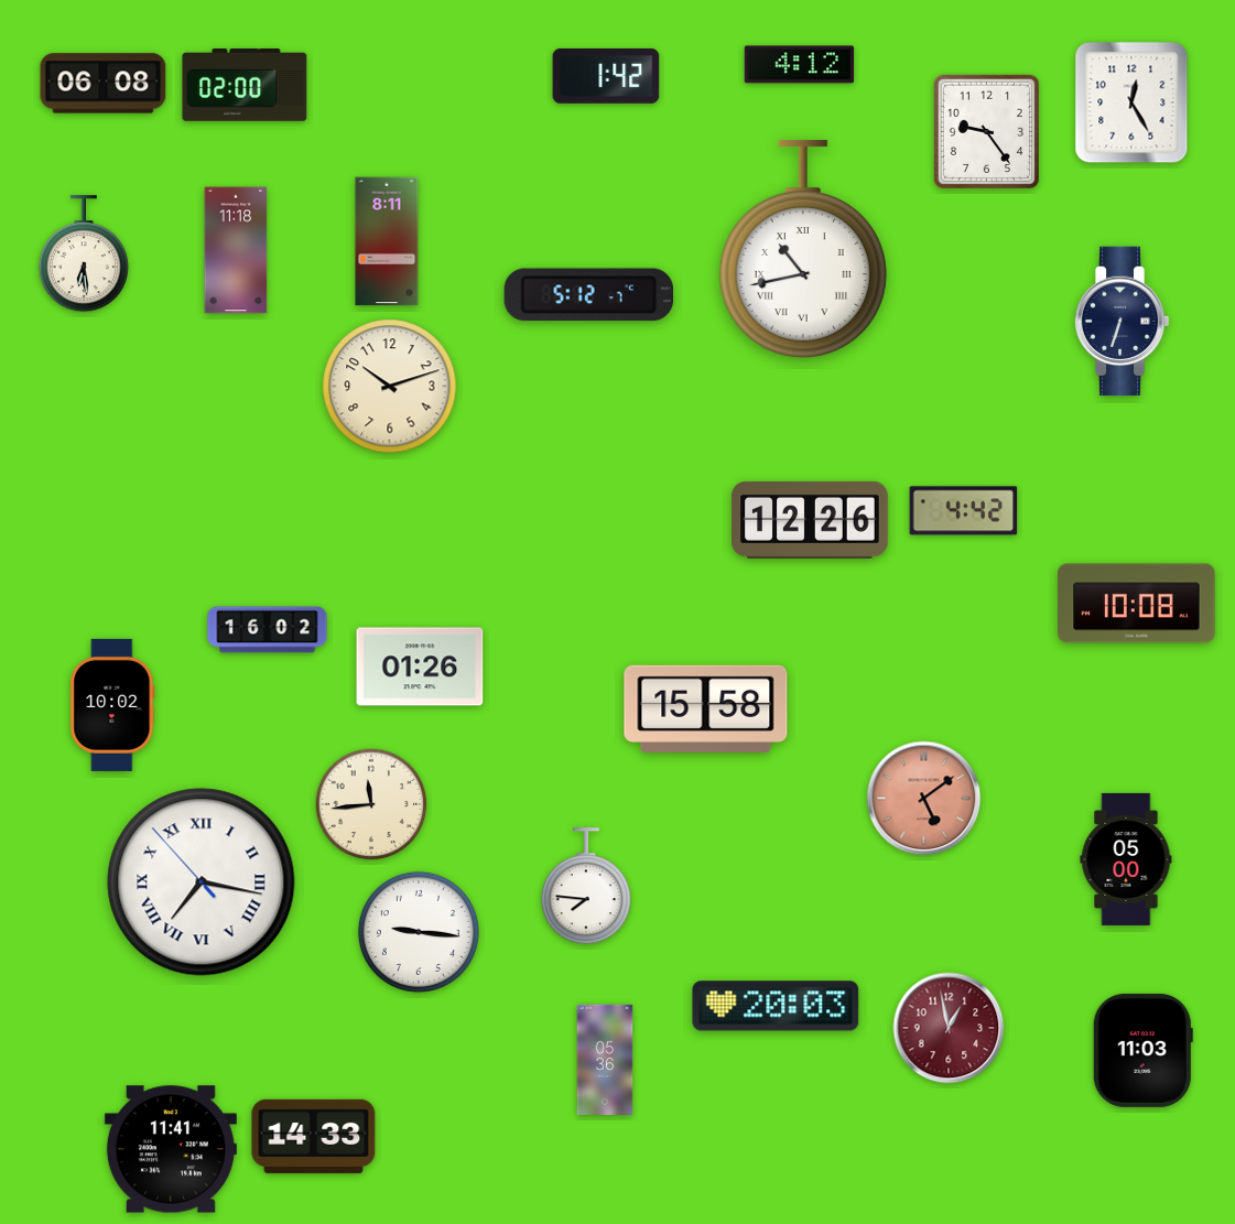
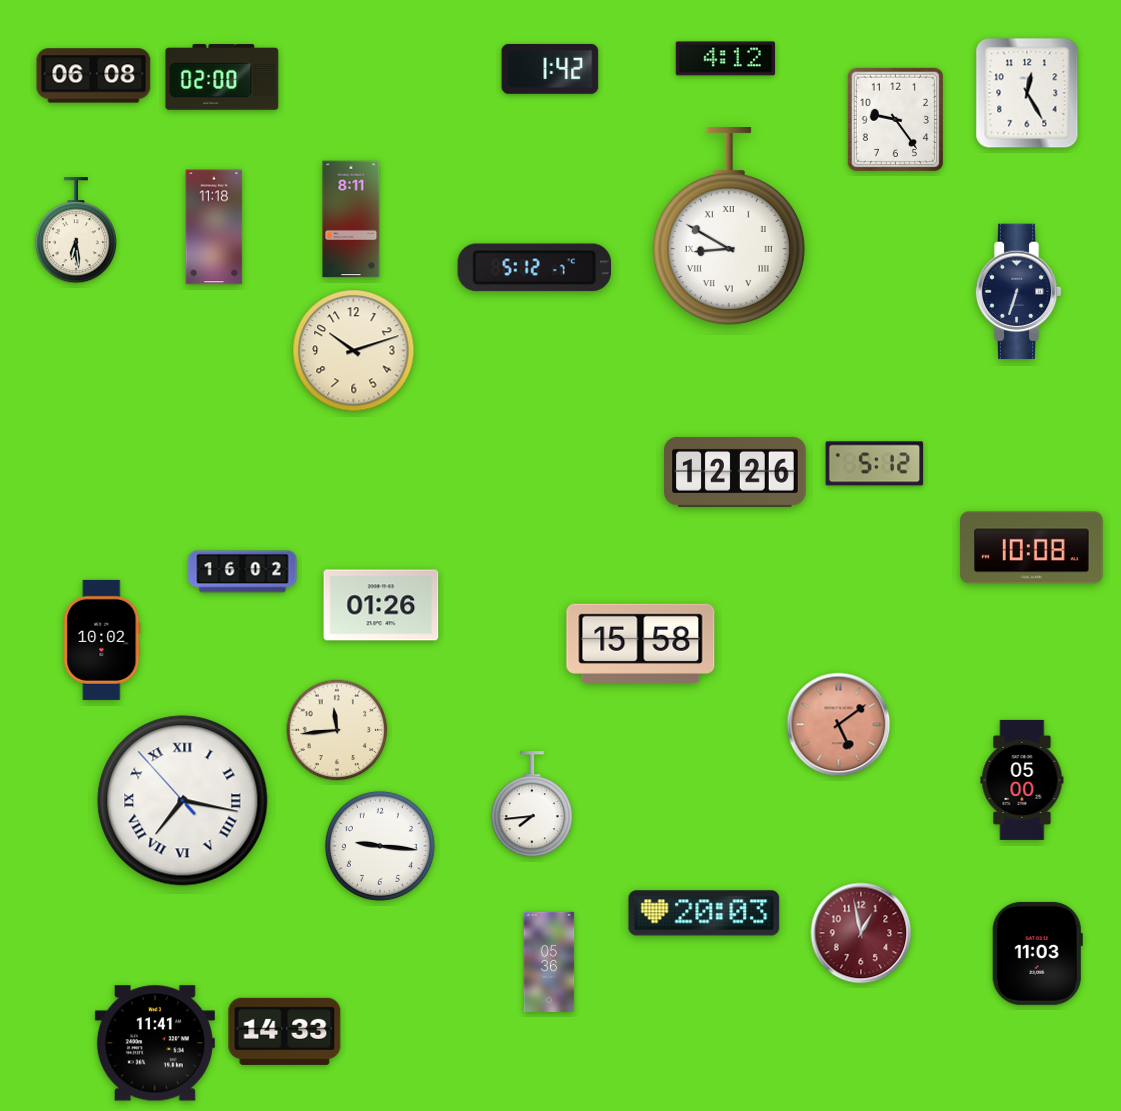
clock at (803, 249): 10:43 -> 8:50
clock at (964, 511): 4:42 -> 5:12
clock at (586, 887): 7:46 -> 7:44
